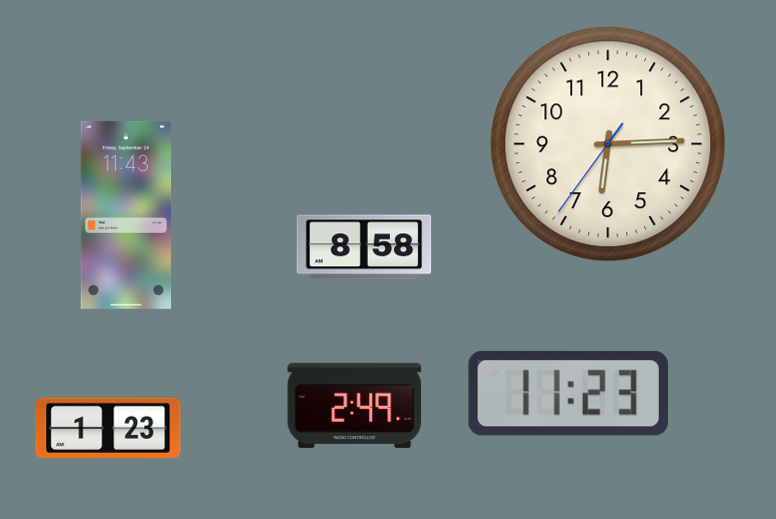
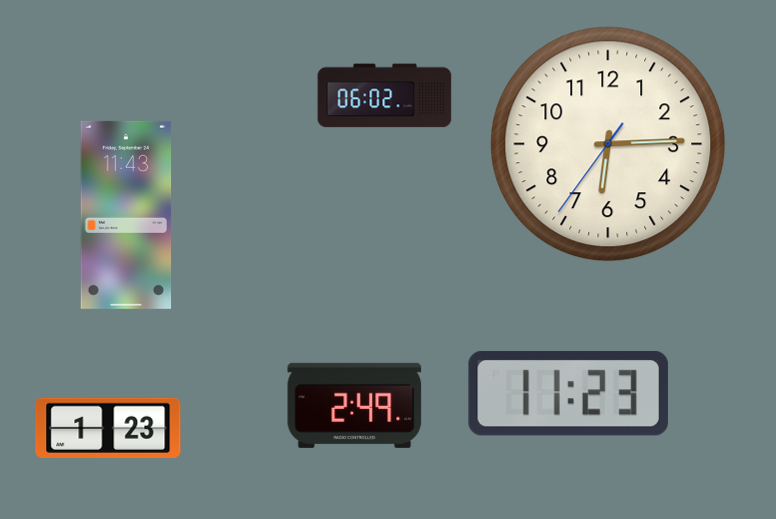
clock at (385, 96): none -> 06:02
clock at (364, 247): 8:58 -> none
